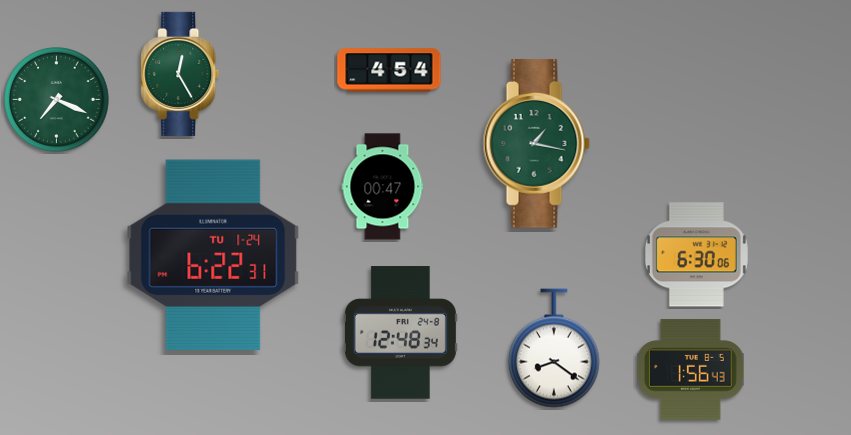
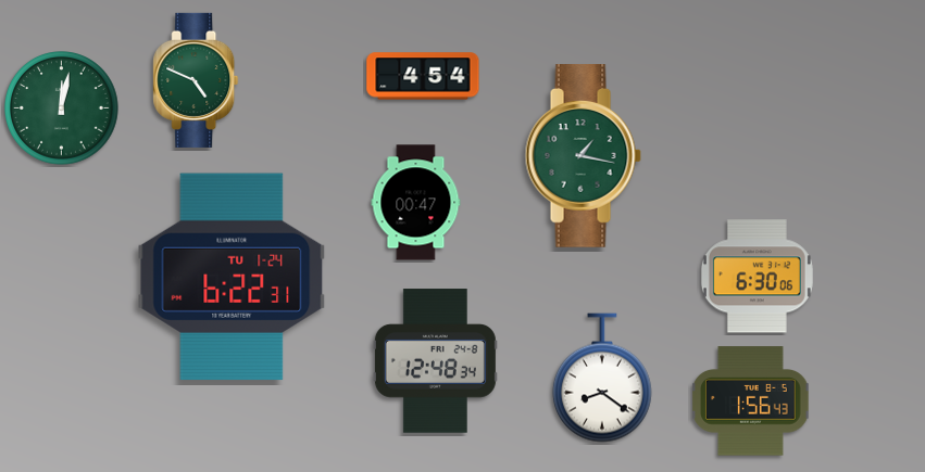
clock at (180, 74): 12:25 -> 4:49
clock at (57, 100): 7:19 -> 12:02
